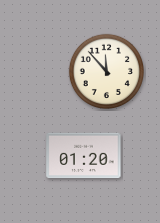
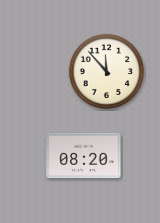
clock at (84, 156): 01:20 -> 08:20
